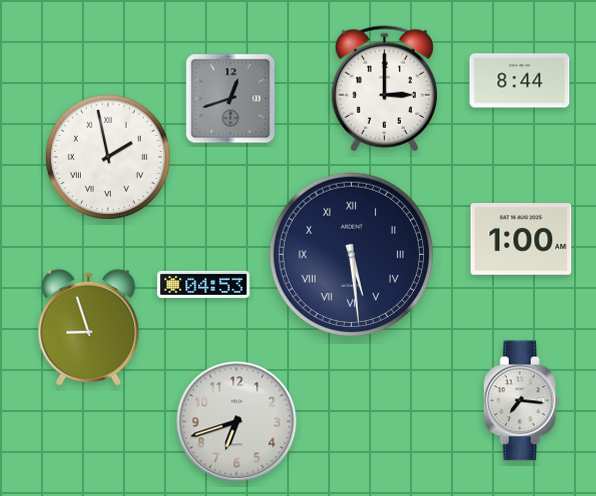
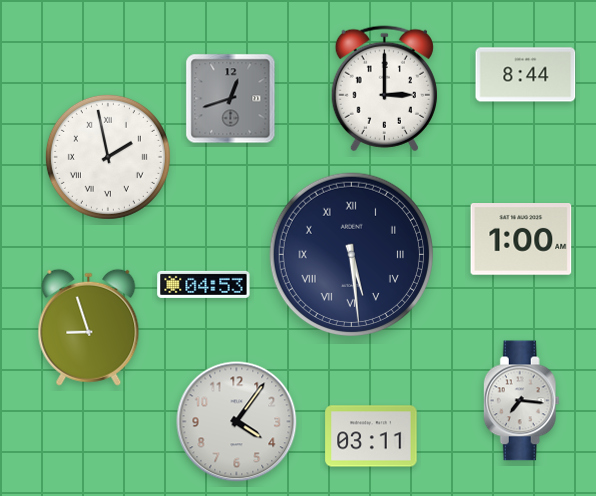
clock at (520, 81) position: (520, 81) -> (526, 75)
clock at (237, 422): 6:42 -> 4:06
clock at (371, 436): none -> 03:11
